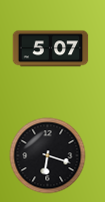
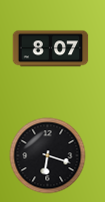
clock at (51, 49): 5:07 -> 8:07
